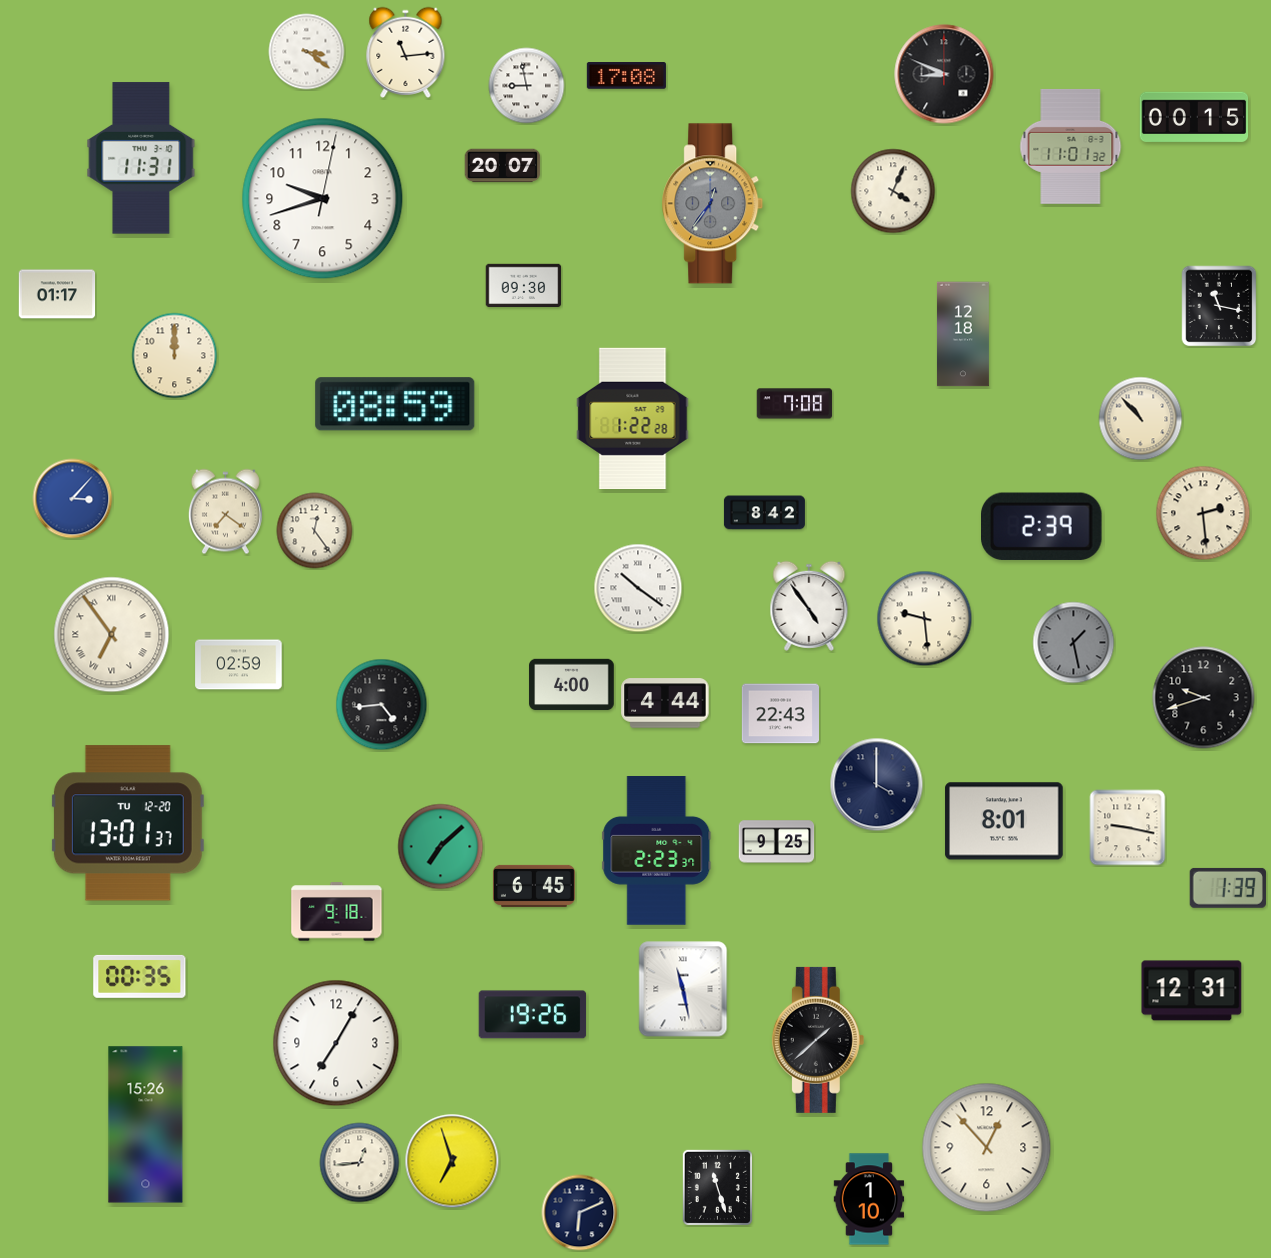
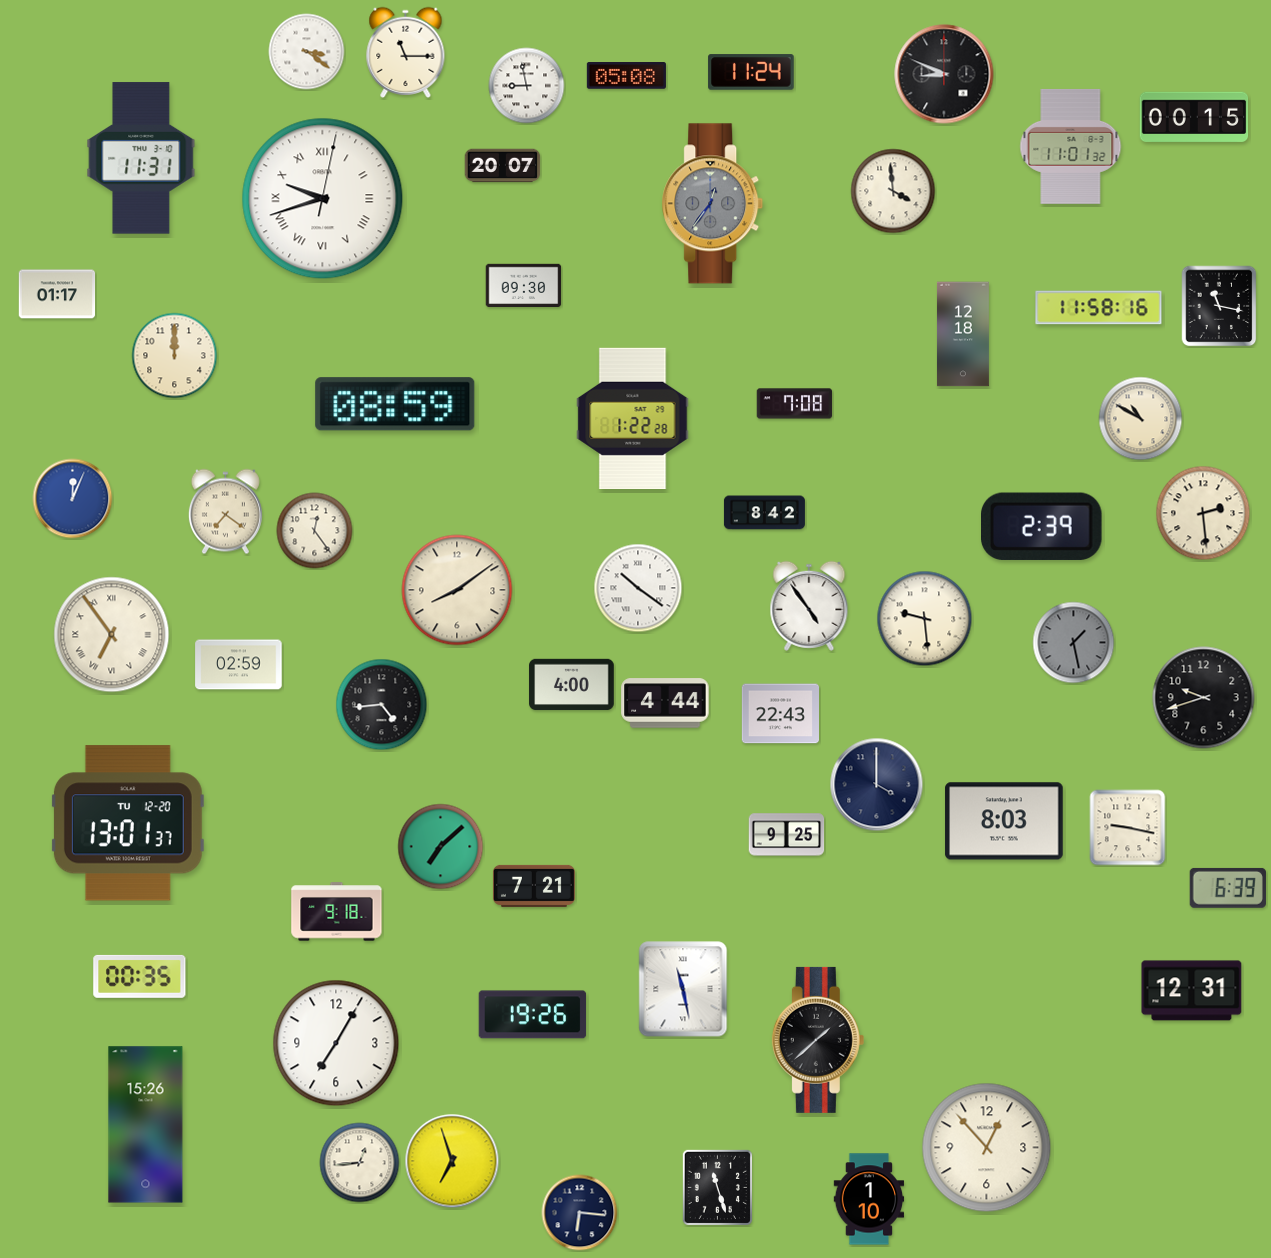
clock at (406, 52): 11:14 -> 11:15
clock at (751, 72): none -> 11:24
clock at (626, 76): 17:08 -> 05:08
clock at (893, 191): 4:04 -> 3:59
clock at (323, 199) numerals: Arabic -> Roman
clock at (1099, 308): none -> 11:58
clock at (1141, 419): 10:53 -> 10:50
clock at (73, 499): 3:07 -> 12:04
clock at (457, 590): none -> 8:09
clock at (1004, 821): 8:01 -> 8:03
clock at (777, 842) position: (777, 842) -> (787, 835)
clock at (657, 851): 2:23 -> none
clock at (534, 886): 6:45 -> 7:21
clock at (1228, 888): 1:39 -> 6:39
clock at (580, 1213): 6:11 -> 6:16
